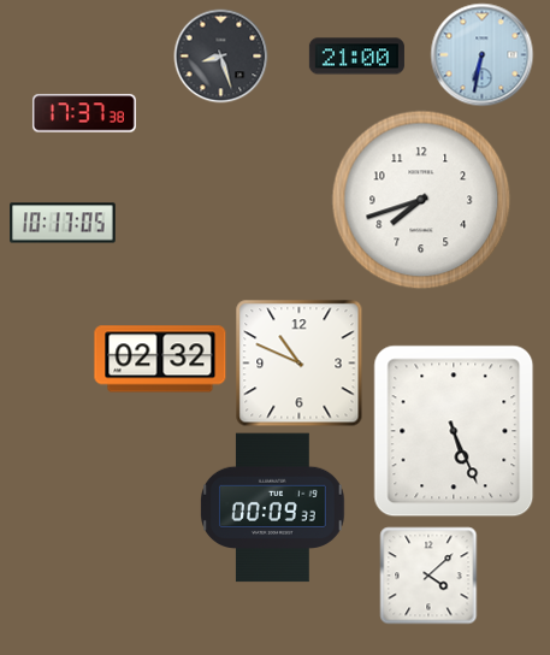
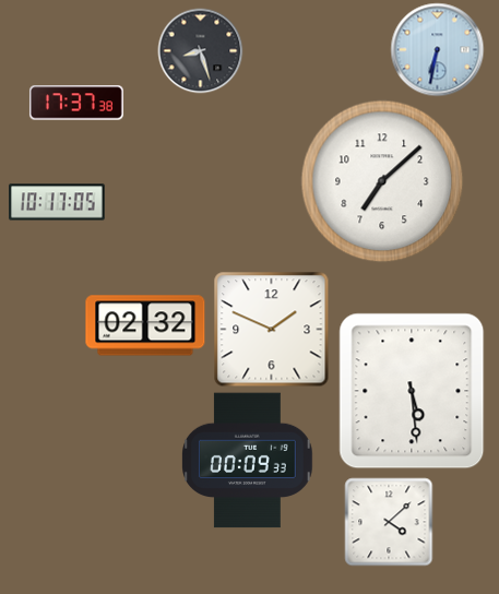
clock at (356, 57): 21:00 -> none
clock at (421, 200): 7:42 -> 7:08
clock at (300, 364): 10:49 -> 1:49
clock at (454, 431): 5:26 -> 5:29
